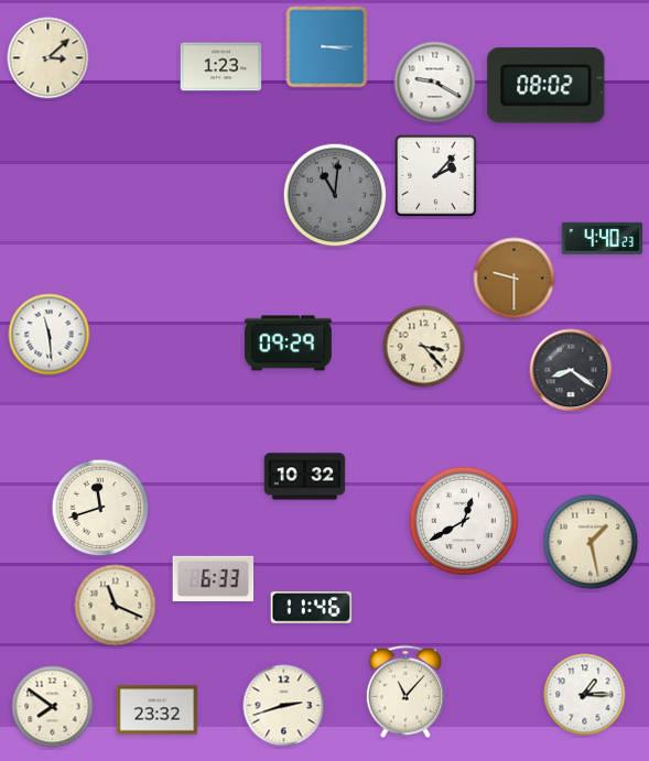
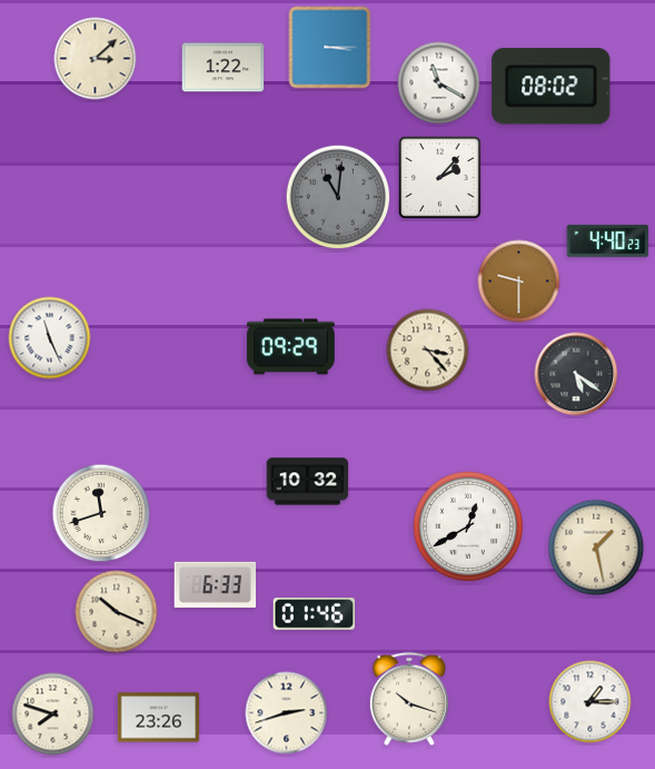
clock at (48, 58) position: (48, 58) -> (96, 59)
clock at (221, 67): 1:23 -> 1:22
clock at (435, 83): 9:20 -> 11:20
clock at (50, 335): 11:29 -> 11:26
clock at (571, 370): 8:21 -> 5:21
clock at (116, 606): 11:19 -> 10:19
clock at (312, 608): 11:46 -> 01:46
clock at (405, 692): 11:07 -> 10:18
clock at (53, 707): 7:51 -> 7:48
clock at (158, 710): 23:32 -> 23:26
